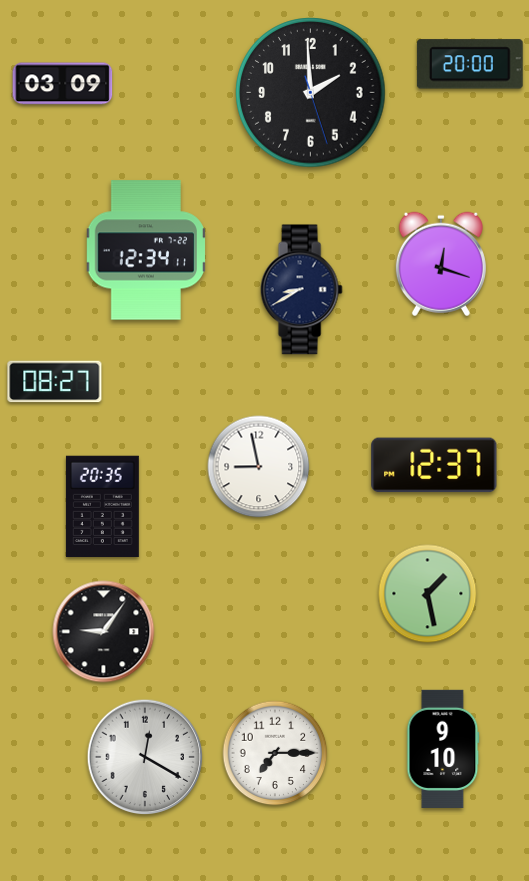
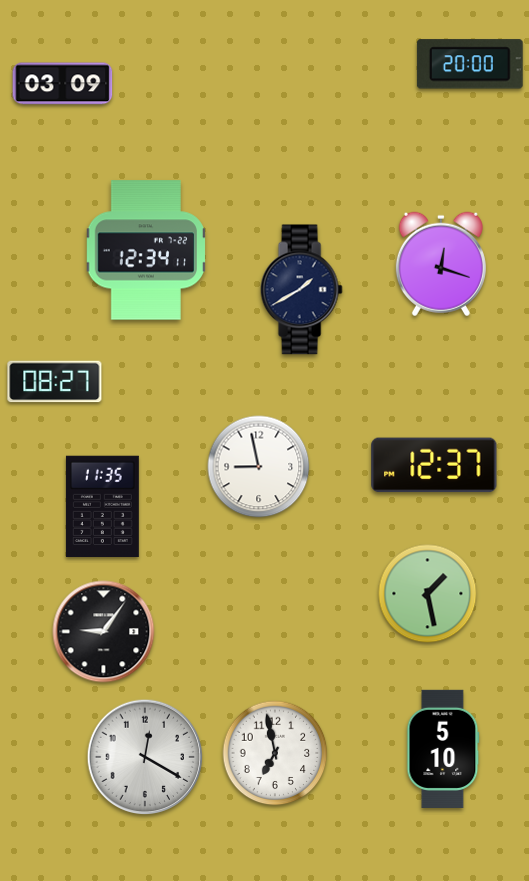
clock at (311, 93): 1:59 -> none
clock at (301, 290): 8:40 -> 1:40
clock at (102, 507): 20:35 -> 11:35
clock at (443, 749): 9:10 -> 5:10
clock at (275, 753): 7:15 -> 6:58
